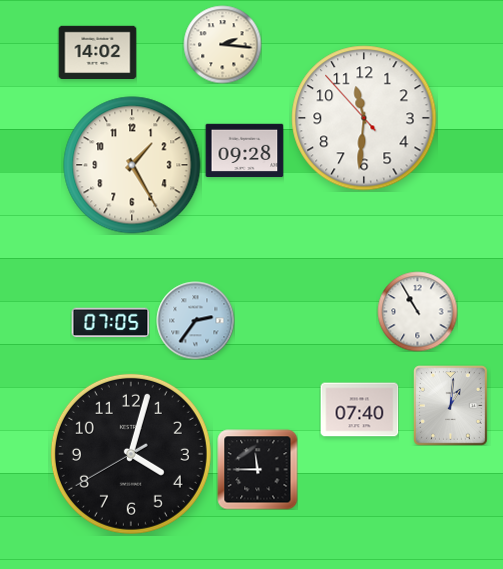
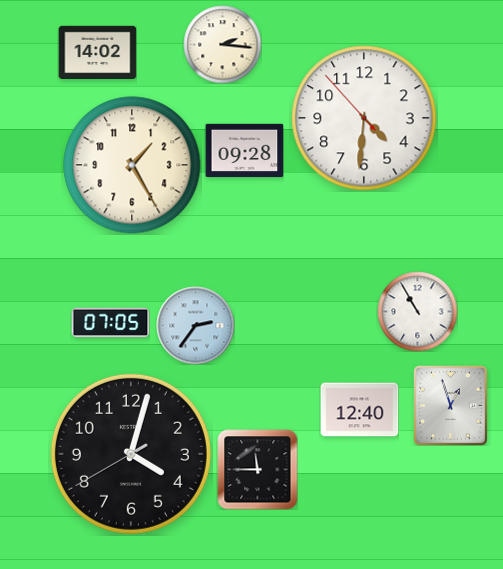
clock at (364, 118): 11:30 -> 4:30
clock at (195, 320) position: (195, 320) -> (195, 325)
clock at (451, 406): 1:01 -> 12:57
clock at (359, 410): 07:40 -> 12:40
